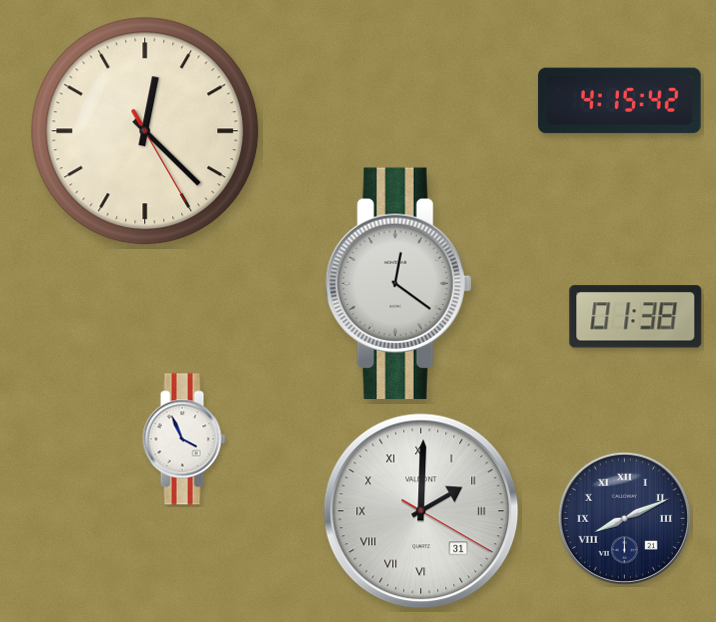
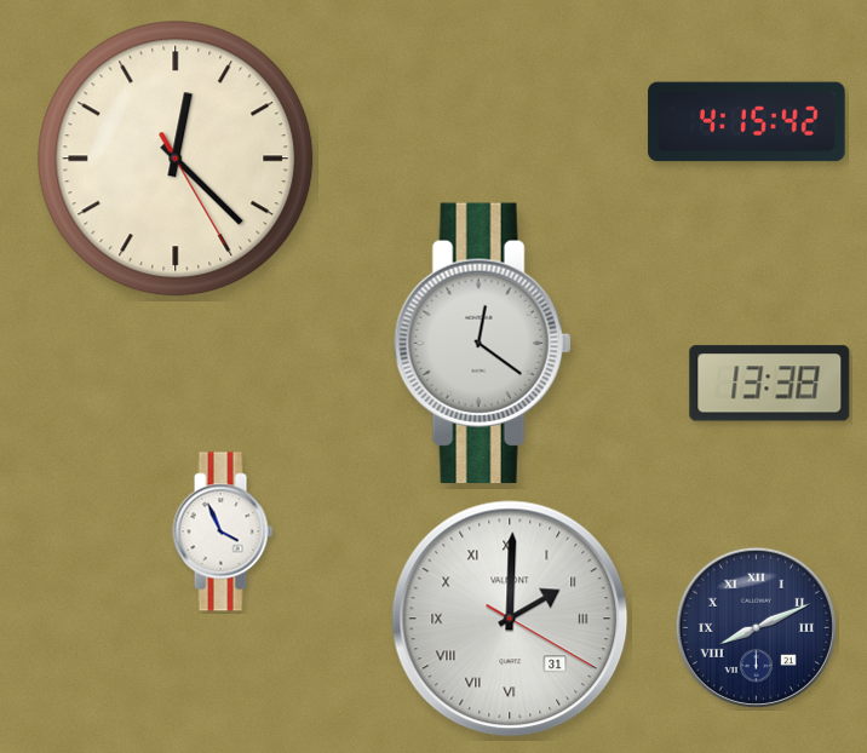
clock at (620, 101) position: (620, 101) -> (747, 122)
clock at (636, 317): 01:38 -> 13:38
